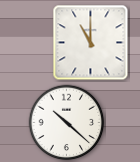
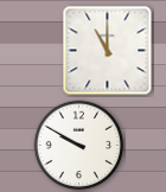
clock at (67, 123): 10:22 -> 9:50
